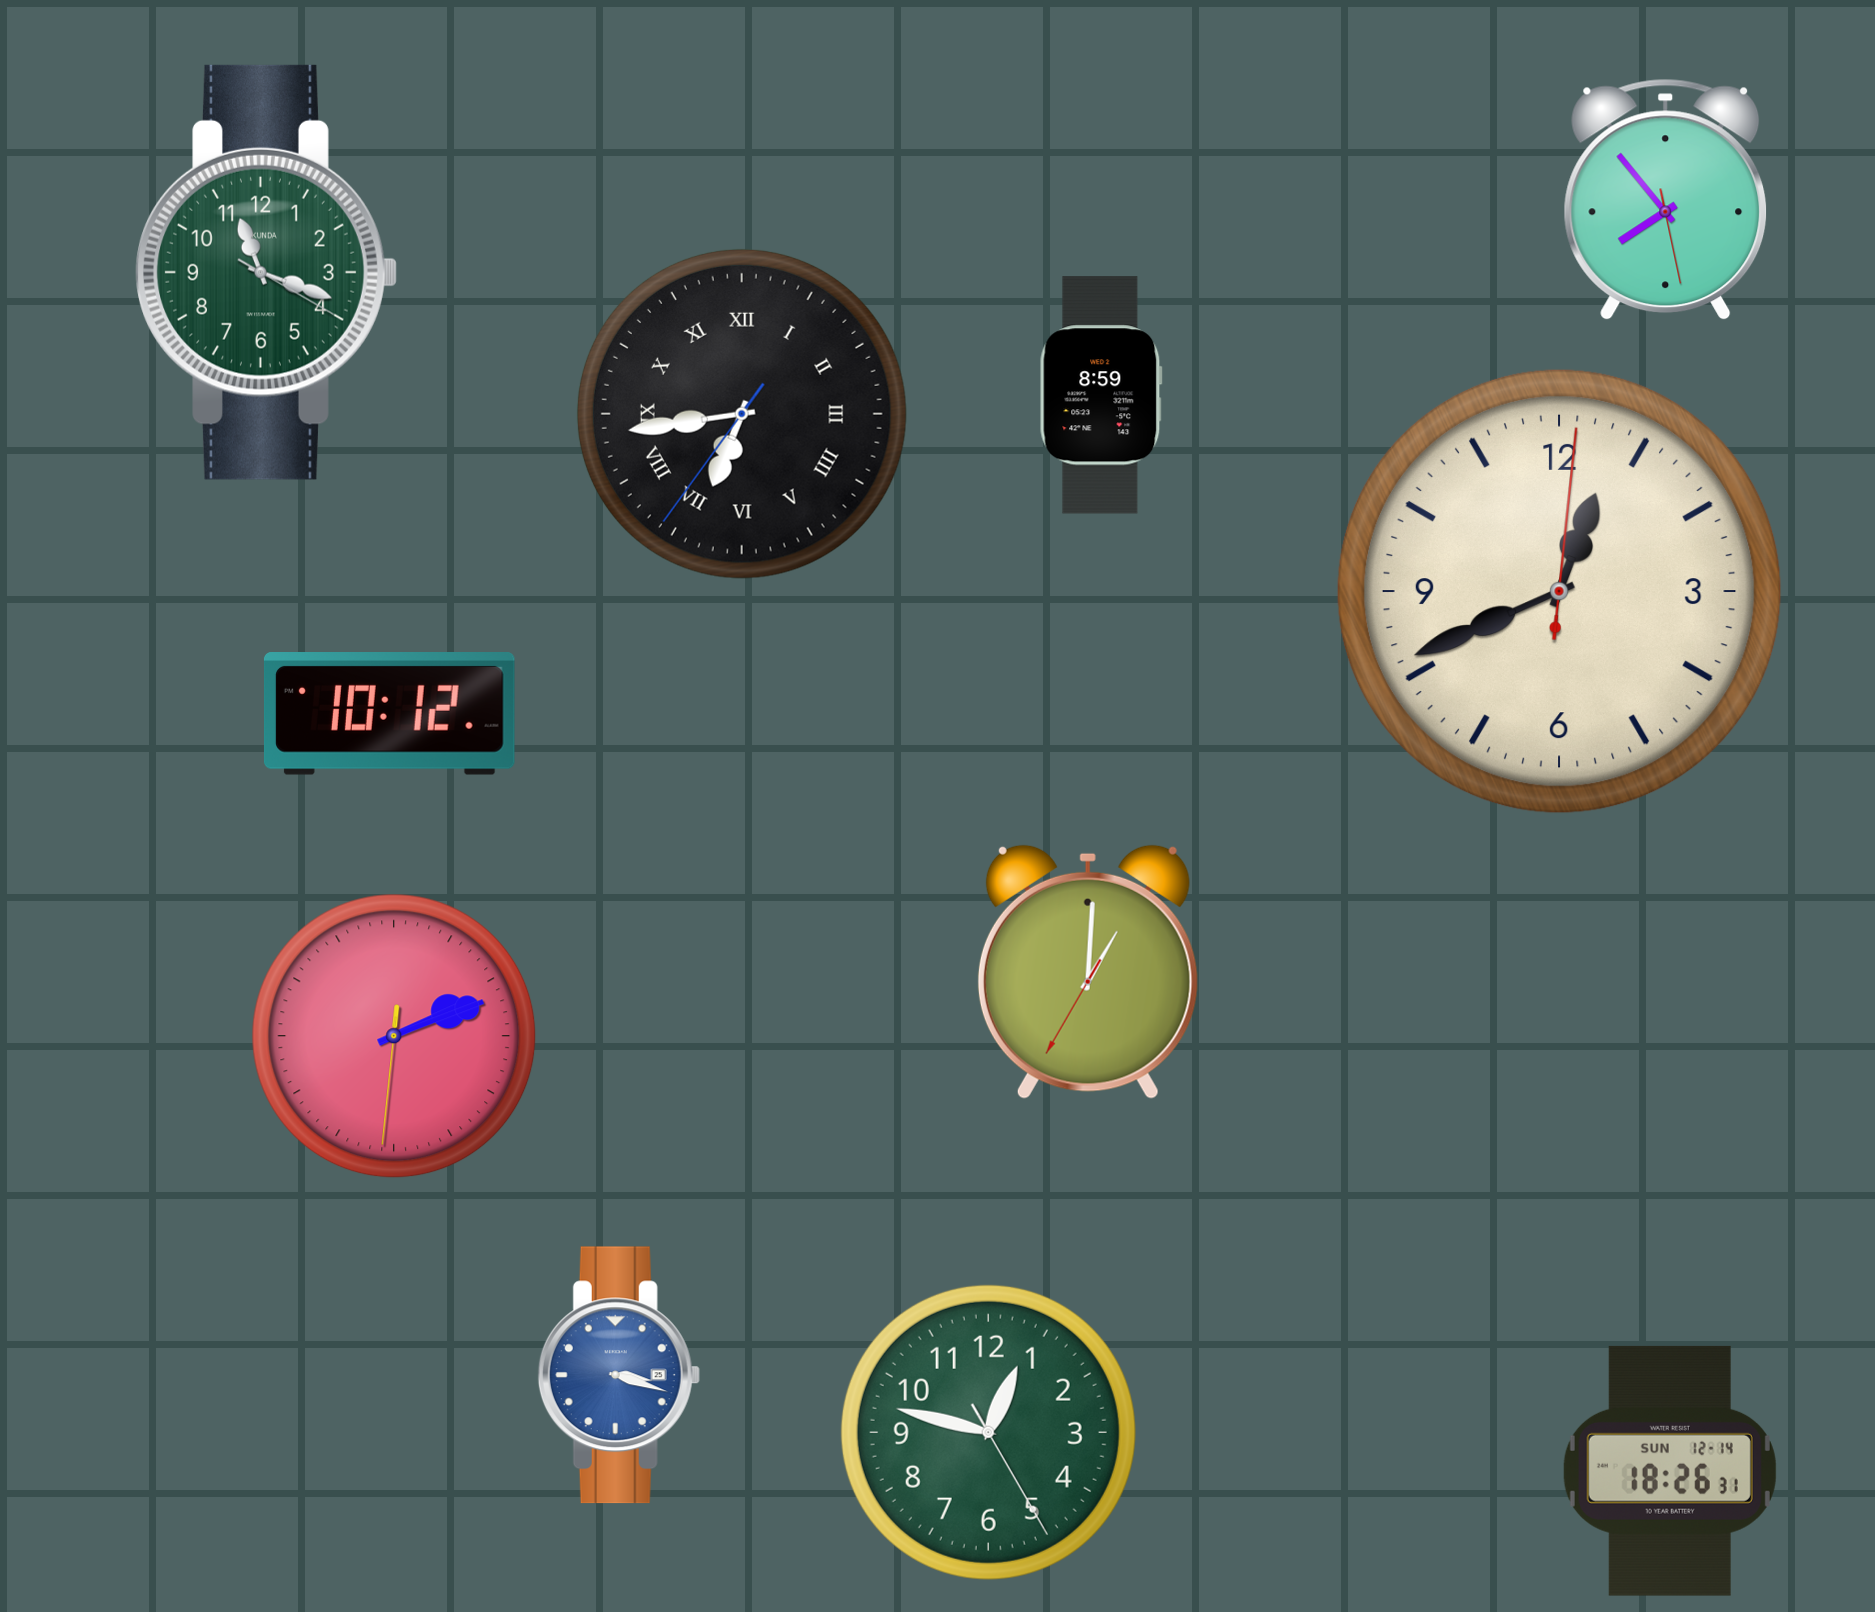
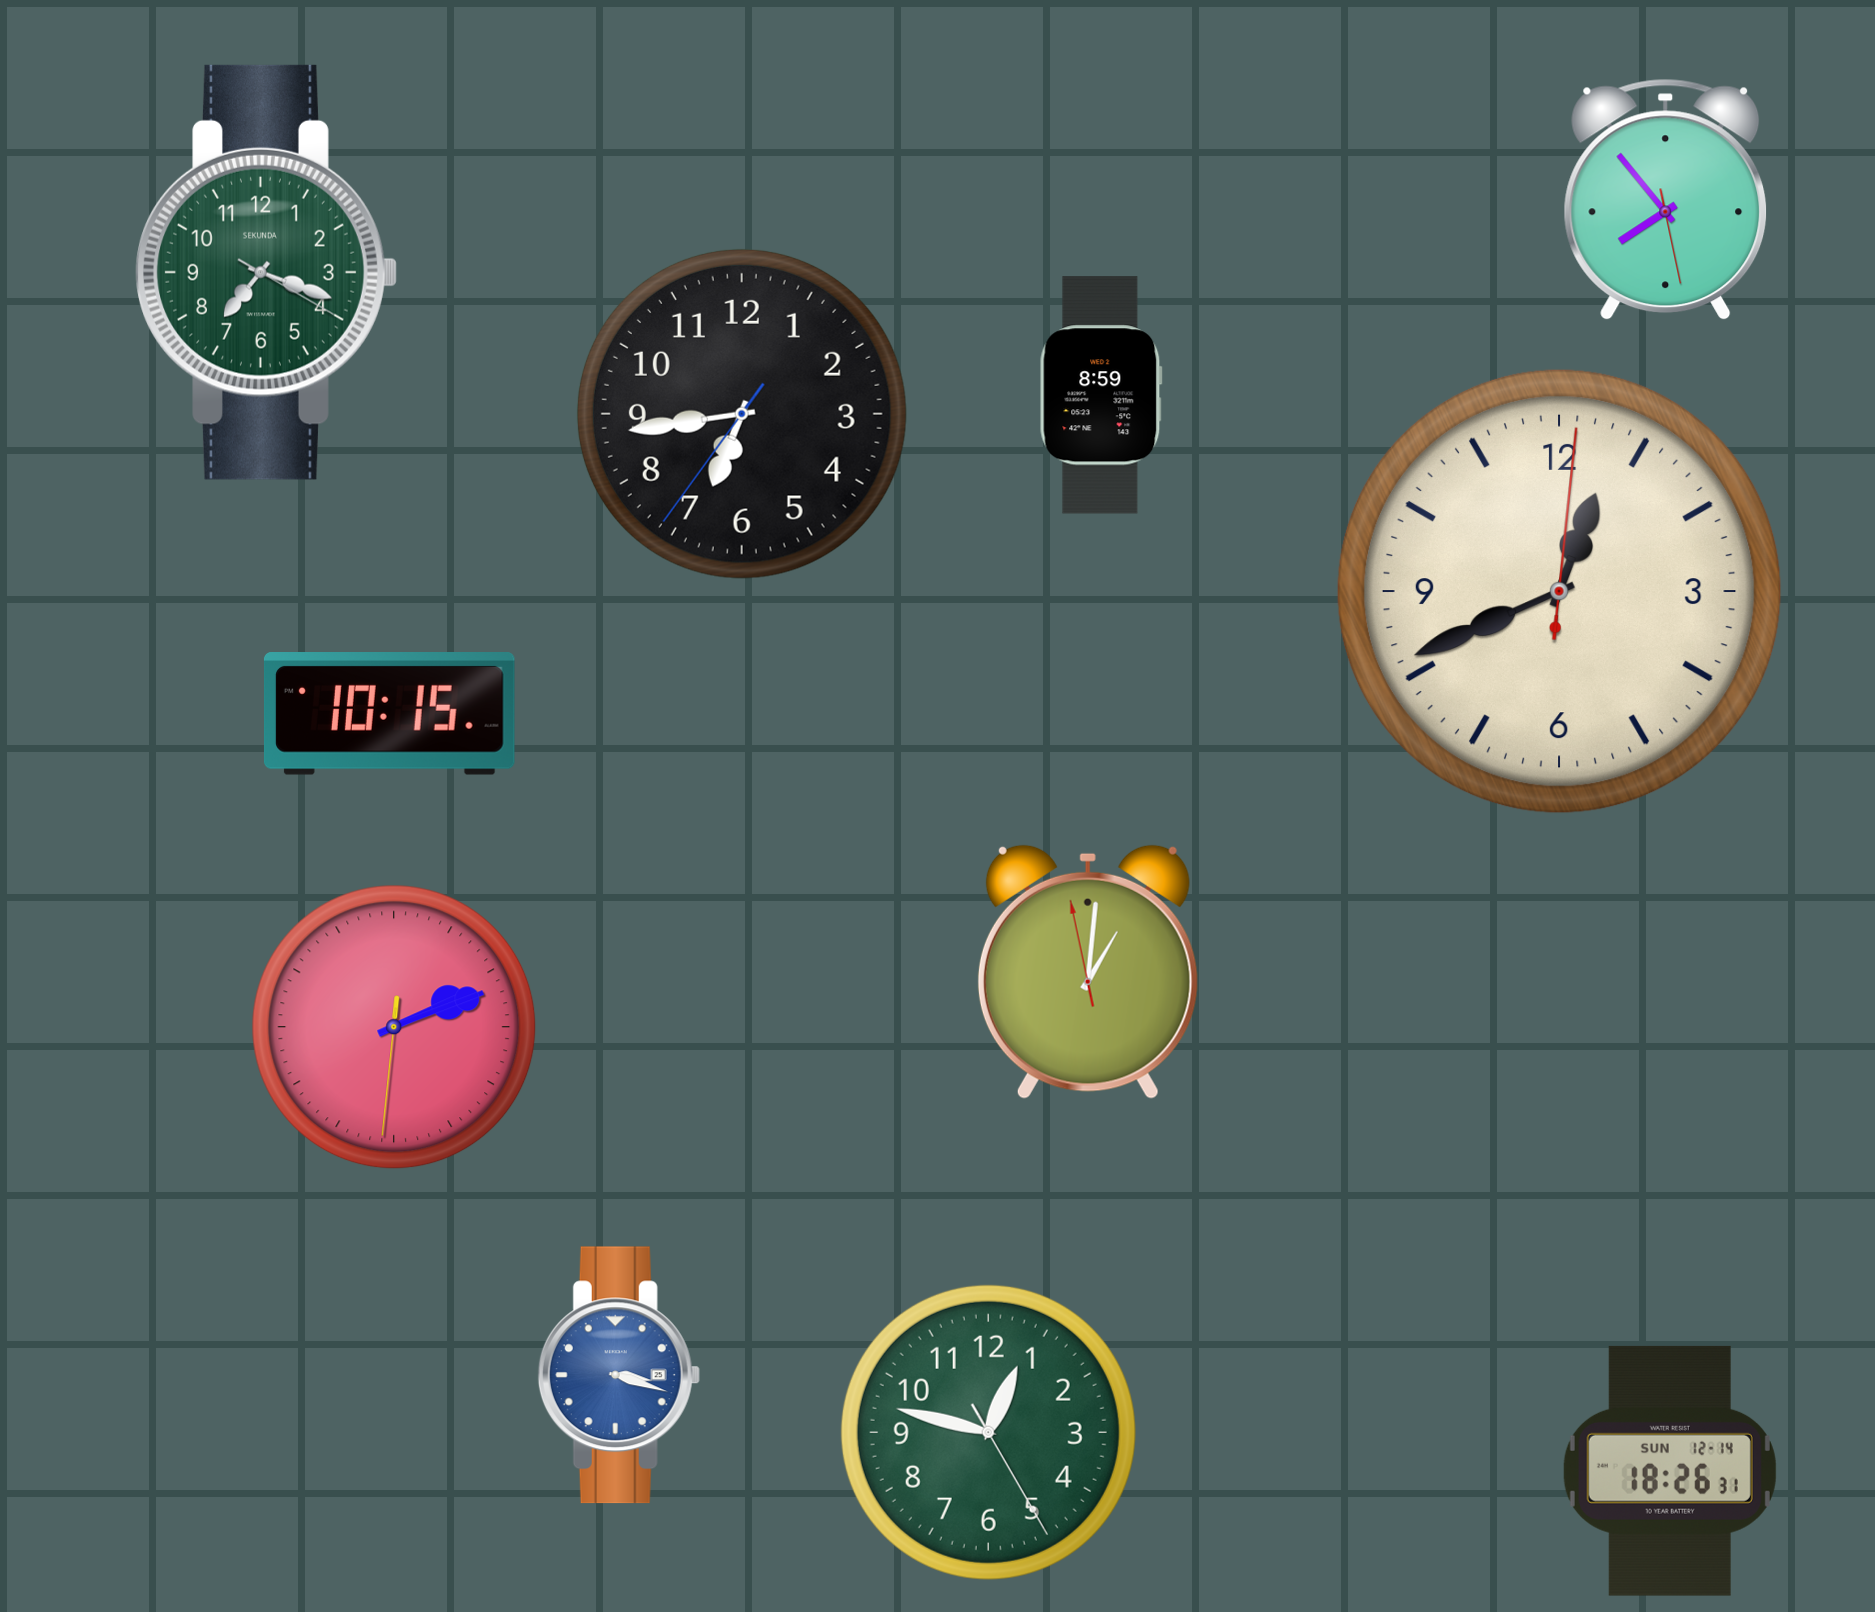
clock at (266, 272): 11:18 -> 7:18
clock at (742, 414) numerals: Roman -> Arabic
clock at (390, 714): 10:12 -> 10:15
clock at (1088, 972): 1:00:35 -> 1:00:58
clock at (394, 1036) position: (394, 1036) -> (394, 1027)
